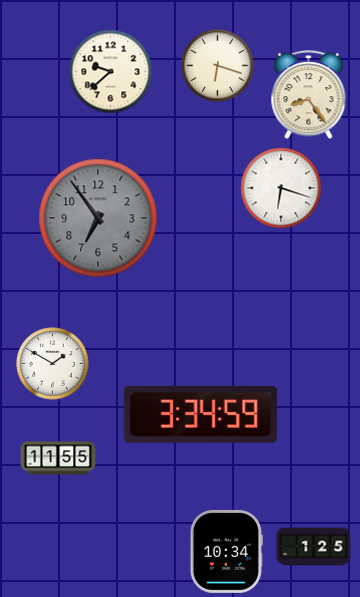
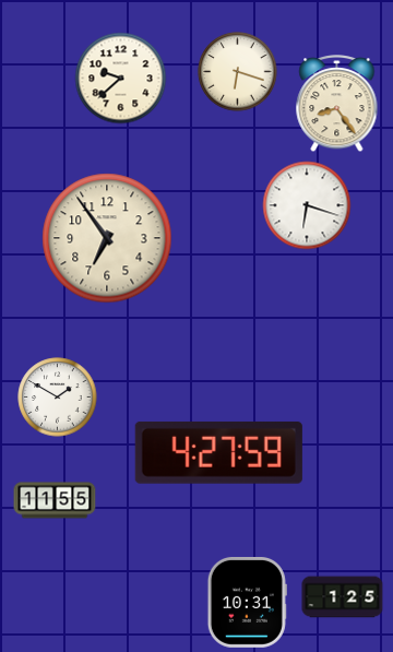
clock at (98, 218) dial: grey -> cream
clock at (200, 414): 3:34 -> 4:27
clock at (58, 458) position: (58, 458) -> (55, 500)
clock at (226, 551): 10:34 -> 10:31
